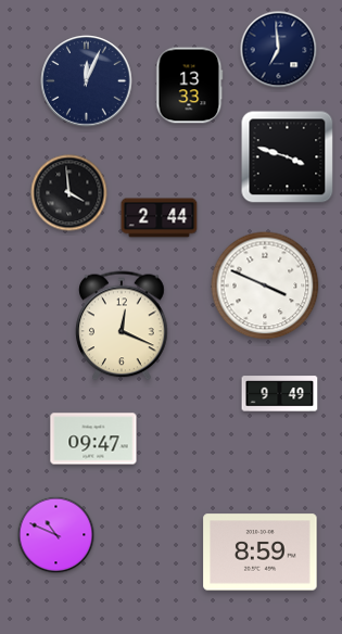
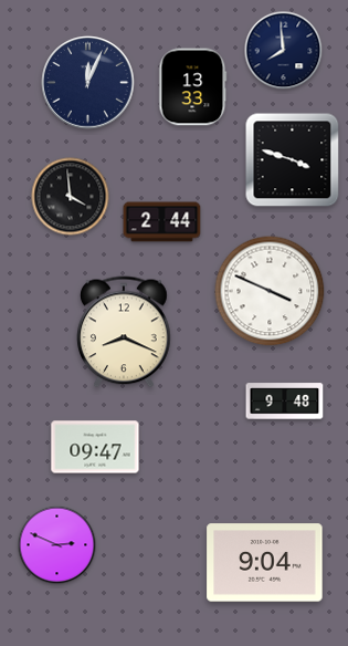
clock at (279, 50): 6:59 -> 7:59
clock at (123, 326): 12:19 -> 8:19
clock at (280, 394): 9:49 -> 9:48
clock at (56, 535): 10:49 -> 2:49
clock at (261, 553): 8:59 -> 9:04
